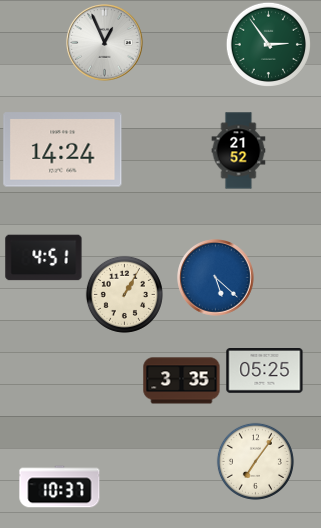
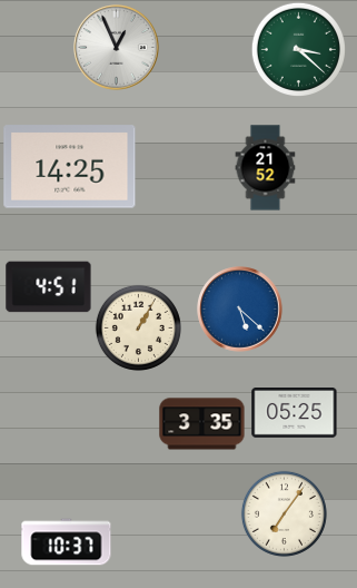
clock at (268, 44): 2:54 -> 3:22
clock at (63, 150): 14:24 -> 14:25
